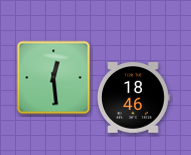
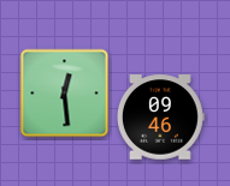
clock at (134, 98): 18:46 -> 09:46
